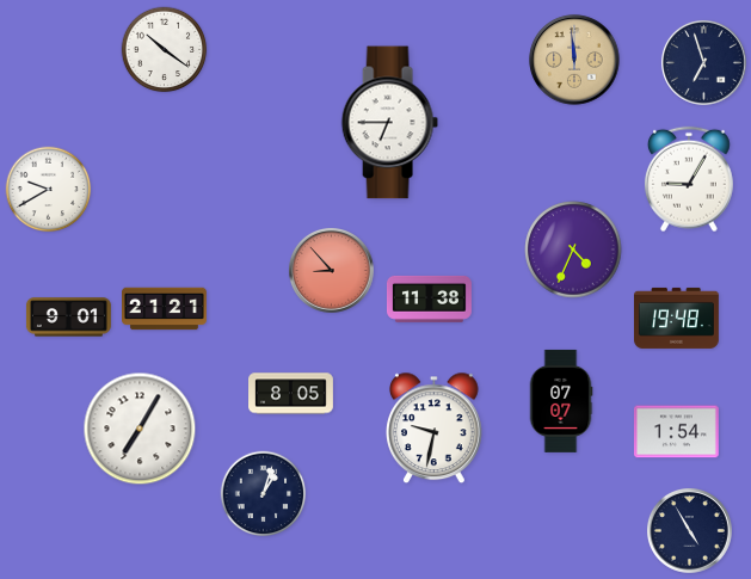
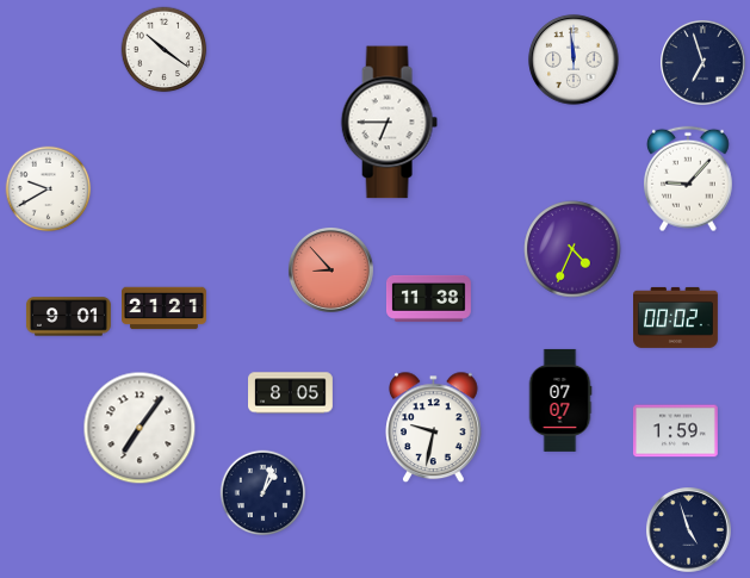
clock at (574, 60) dial: champagne -> white
clock at (689, 179): 9:05 -> 9:07
clock at (677, 318): 19:48 -> 00:02
clock at (140, 429): 7:05 -> 7:06
clock at (676, 432): 1:54 -> 1:59
clock at (689, 530): 4:55 -> 4:57
